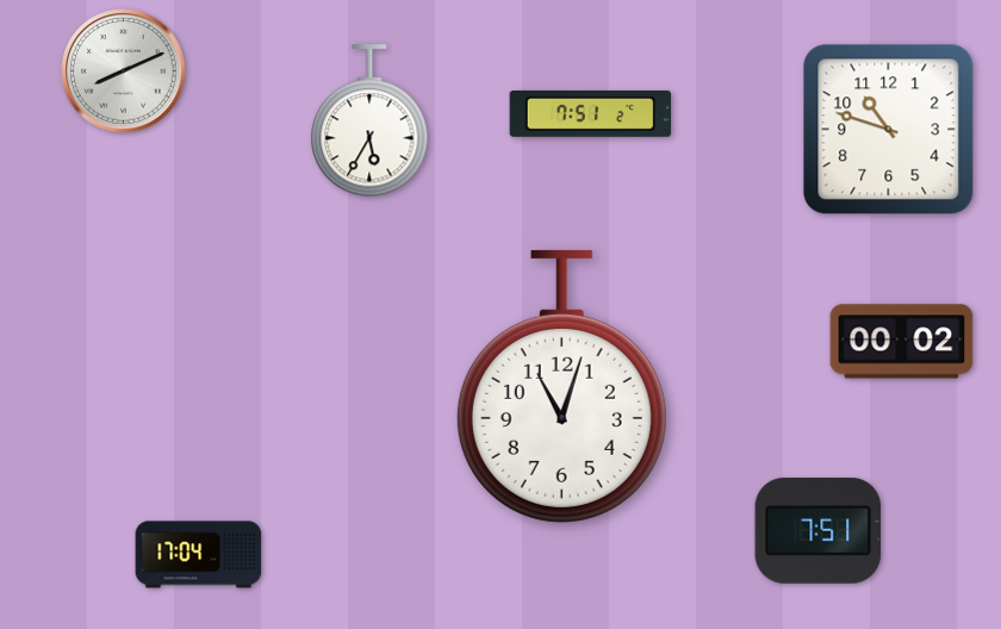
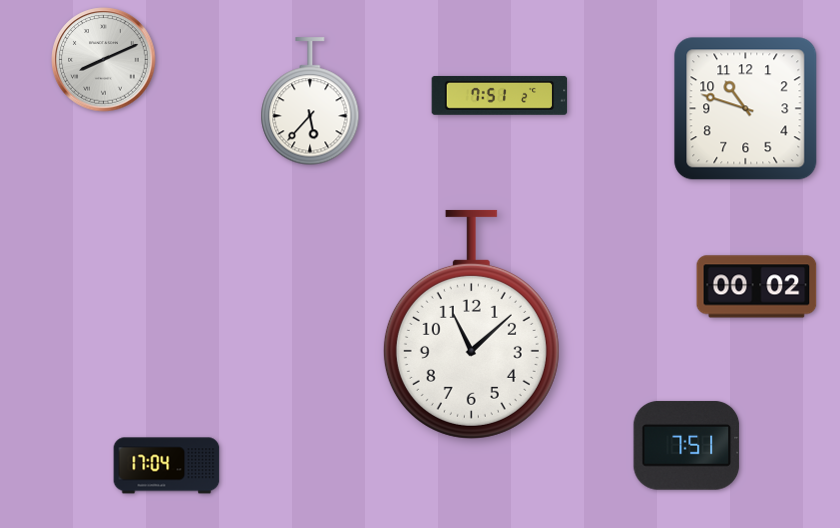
clock at (591, 113) position: (591, 113) -> (500, 95)
clock at (369, 122): 5:35 -> 5:37
clock at (561, 386): 11:03 -> 11:08
